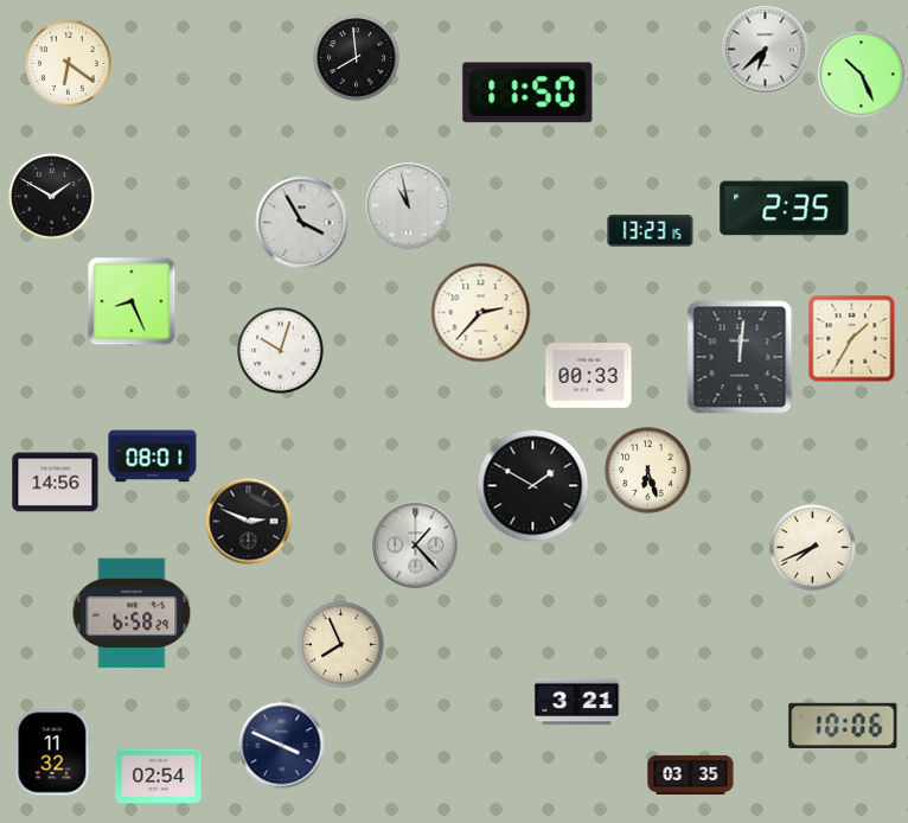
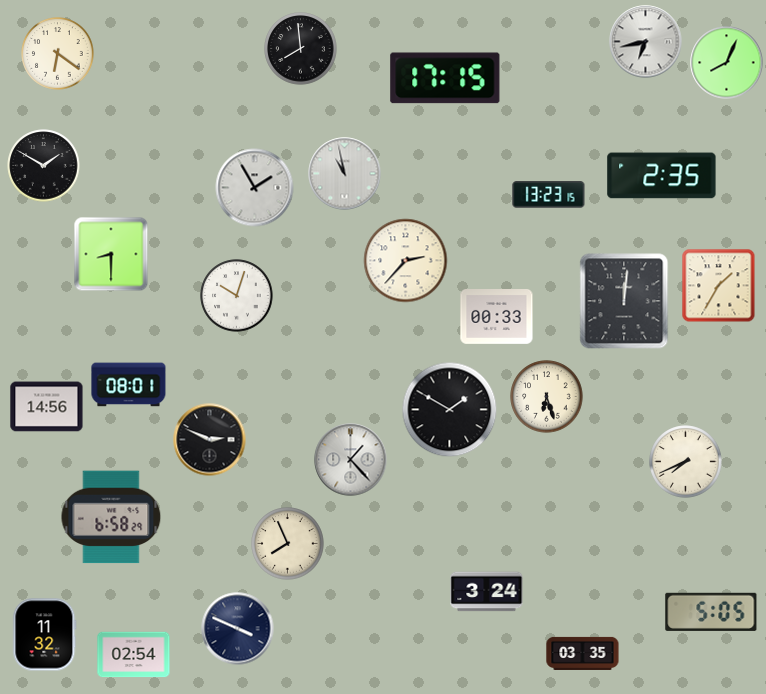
clock at (766, 50): 6:38 -> 6:43
clock at (862, 75): 10:26 -> 8:04
clock at (527, 92): 11:50 -> 17:15
clock at (302, 223): 3:55 -> 1:55
clock at (132, 301): 8:26 -> 8:30
clock at (481, 313) position: (481, 313) -> (406, 261)
clock at (577, 702): 3:21 -> 3:24
clock at (843, 726): 10:06 -> 5:05
